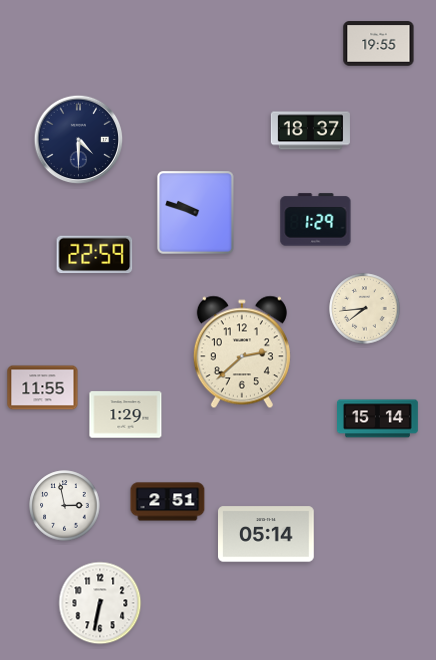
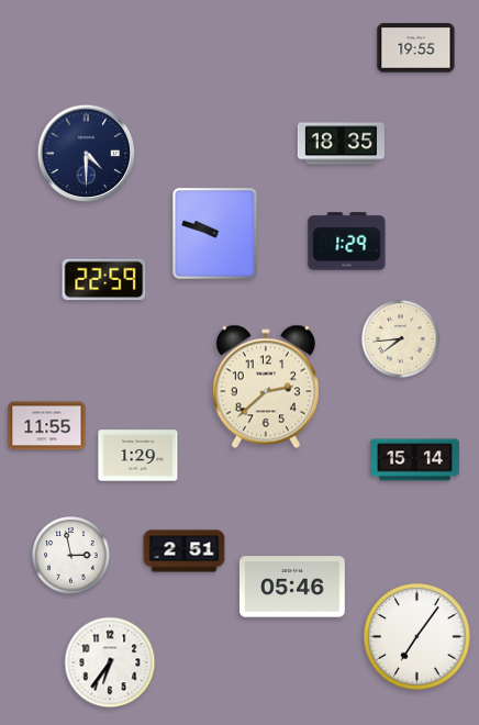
clock at (310, 131): 18:37 -> 18:35
clock at (267, 534): 05:14 -> 05:46
clock at (417, 637): none -> 7:06
clock at (100, 603): 6:32 -> 6:36
